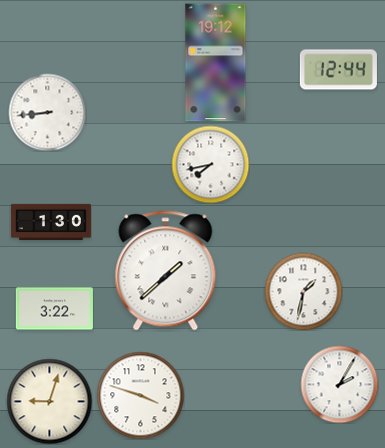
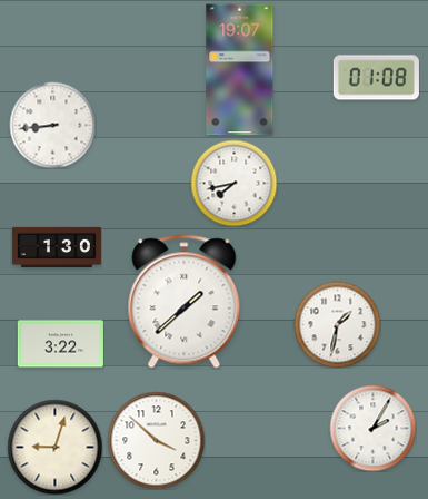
clock at (216, 63): 19:12 -> 19:07
clock at (338, 70): 12:44 -> 01:08
clock at (339, 384) position: (339, 384) -> (372, 428)
clock at (140, 395): 3:48 -> 3:52
